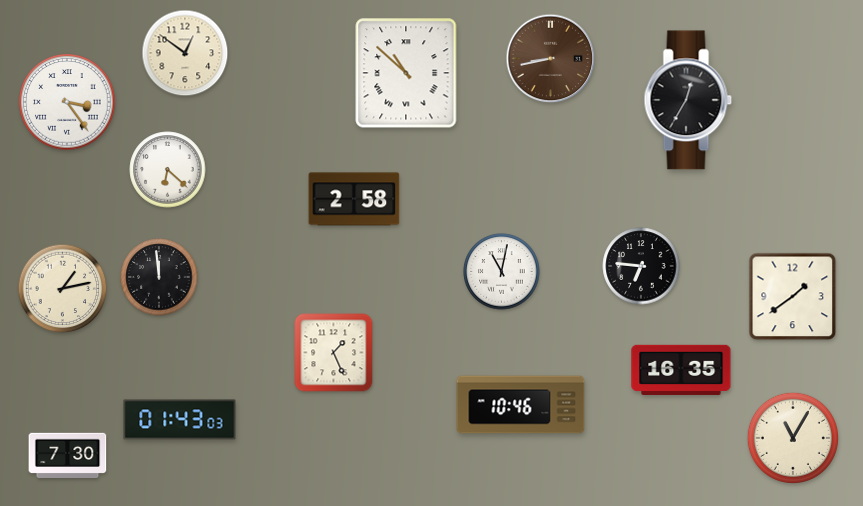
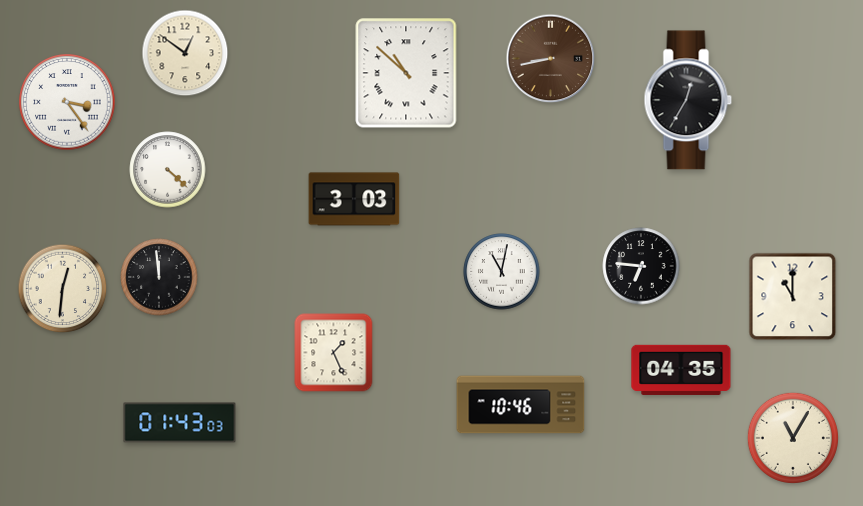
clock at (168, 170): 6:22 -> 4:22
clock at (354, 199): 2:58 -> 3:03
clock at (63, 289): 1:13 -> 12:31
clock at (793, 297): 1:39 -> 11:00
clock at (681, 369): 16:35 -> 04:35
clock at (180, 420) position: (180, 420) -> (180, 423)
clock at (68, 455): 7:30 -> none
